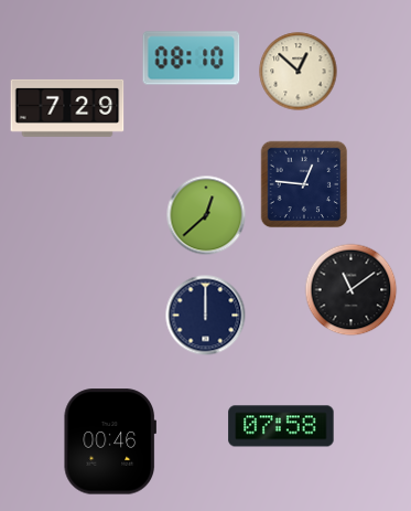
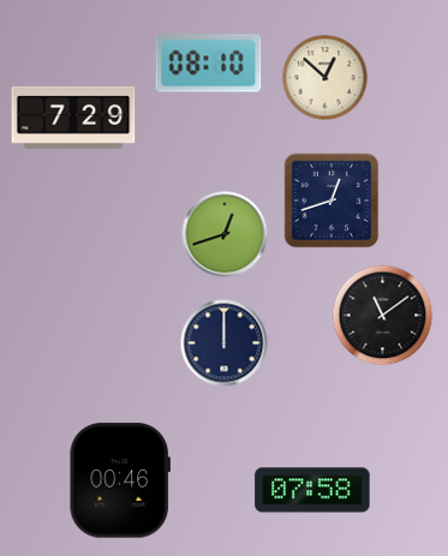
clock at (304, 184): 12:46 -> 12:42
clock at (206, 215): 12:38 -> 12:42
clock at (281, 426) position: (281, 426) -> (312, 490)
